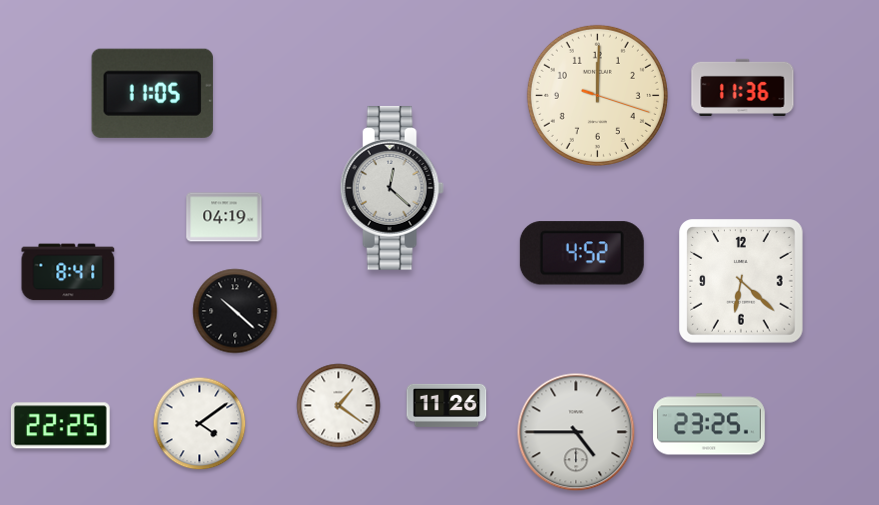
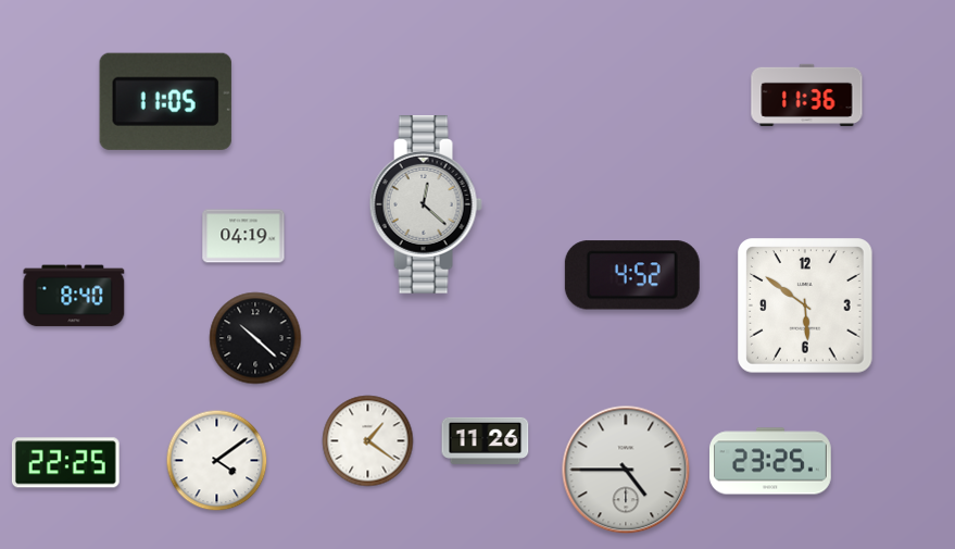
clock at (597, 95): 12:00 -> none
clock at (68, 272): 8:41 -> 8:40
clock at (741, 281): 6:22 -> 5:51
